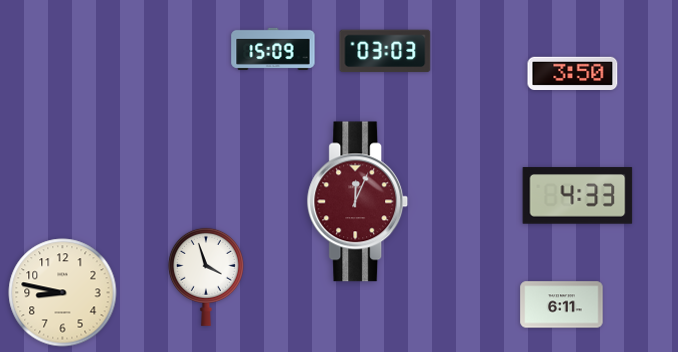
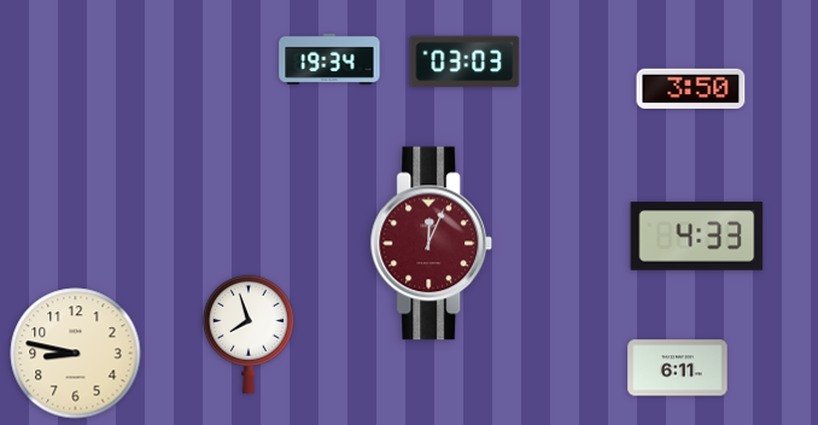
clock at (273, 49): 15:09 -> 19:34
clock at (206, 277): 3:57 -> 7:57
